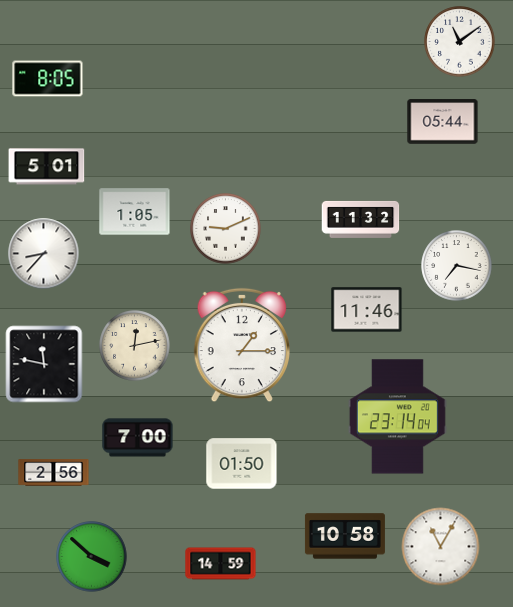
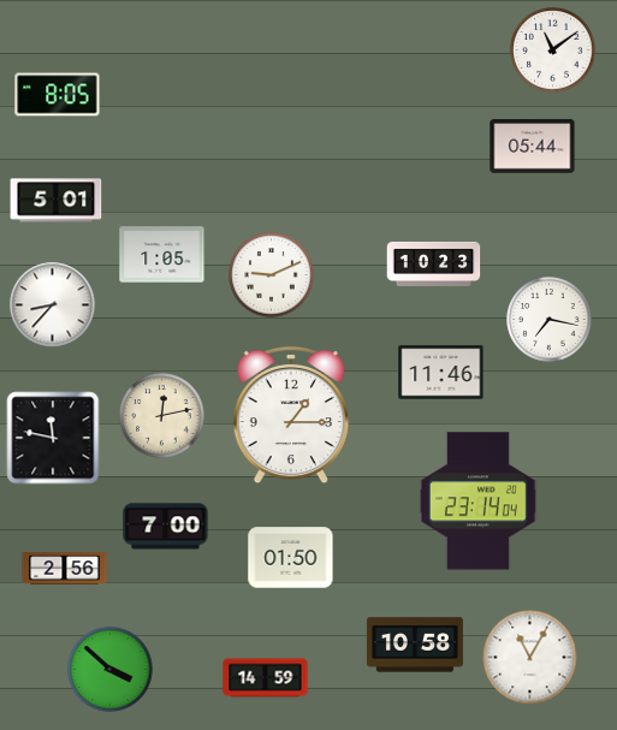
clock at (361, 219): 11:32 -> 10:23
